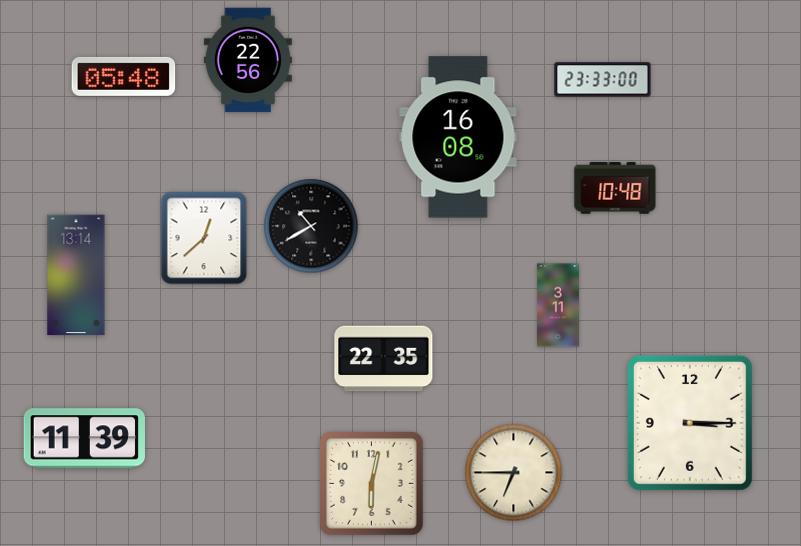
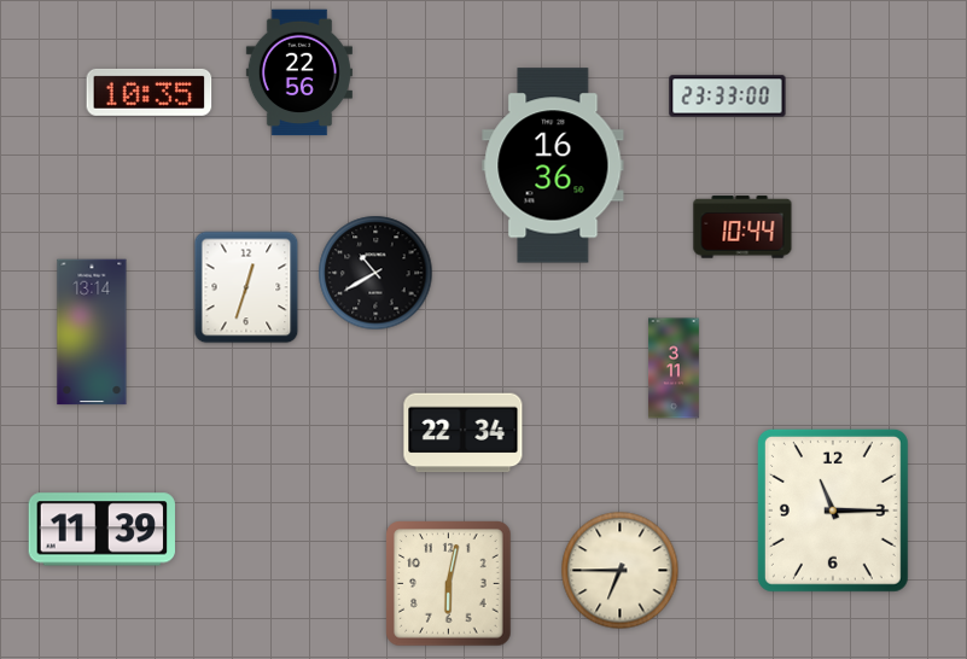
clock at (124, 76): 05:48 -> 10:35
clock at (458, 137): 16:08 -> 16:36
clock at (615, 188): 10:48 -> 10:44
clock at (204, 238): 12:38 -> 12:33
clock at (384, 359): 22:35 -> 22:34
clock at (690, 423): 3:15 -> 11:15
